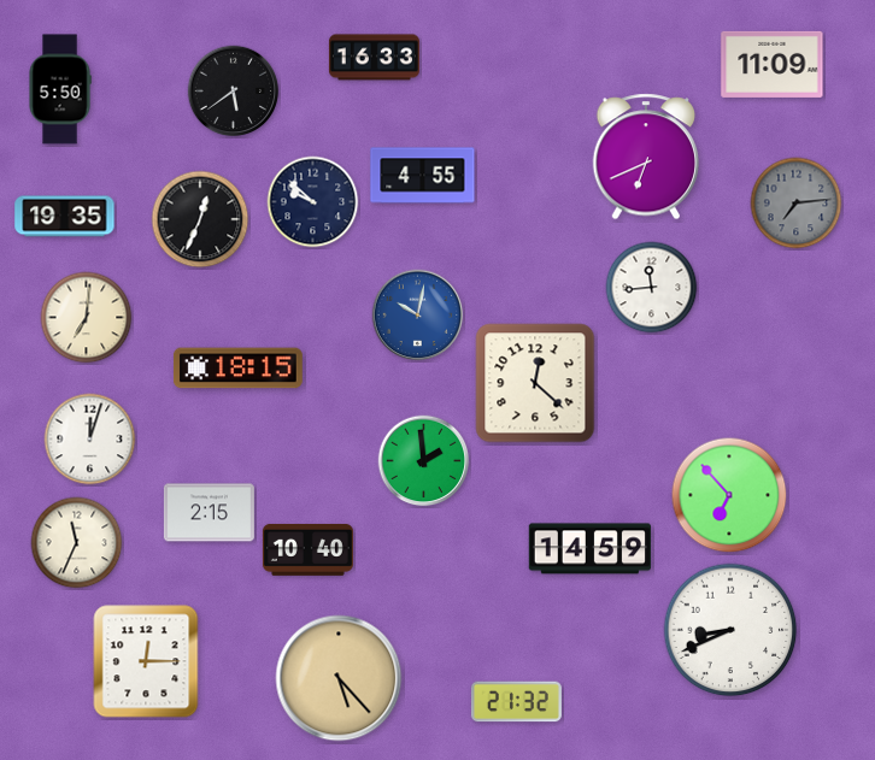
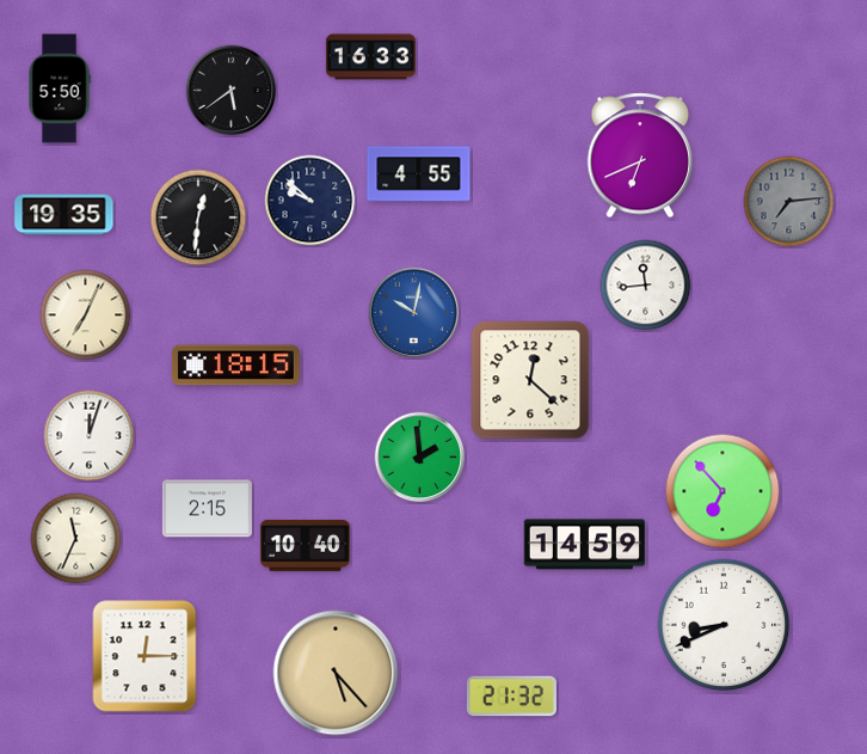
clock at (773, 64): 11:09 -> none
clock at (200, 219): 12:34 -> 12:31
clock at (87, 318): 7:01 -> 7:04
